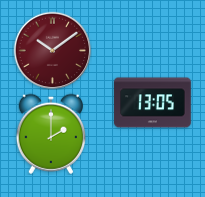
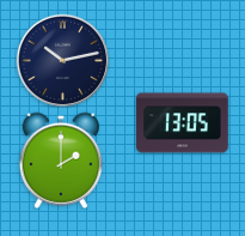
clock at (52, 50): 10:09 -> 10:13
clock at (52, 50) dial: burgundy -> navy
